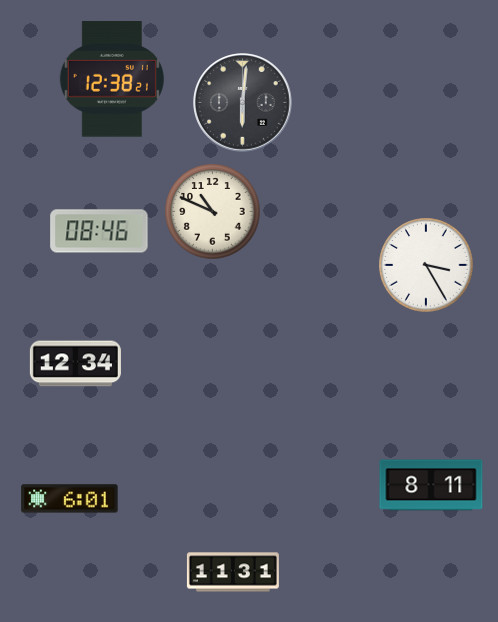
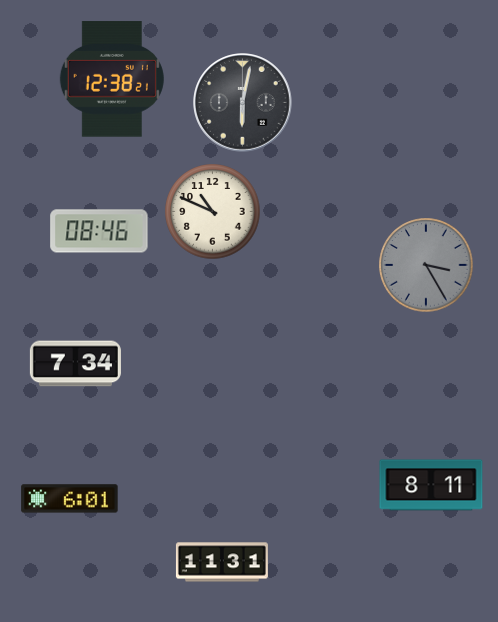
clock at (243, 103): 6:01 -> 6:02
clock at (426, 265) dial: white -> grey
clock at (75, 364): 12:34 -> 7:34
clock at (233, 572) position: (233, 572) -> (222, 562)
